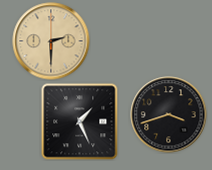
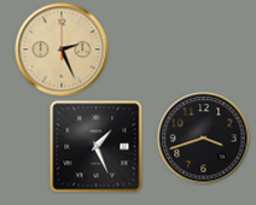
clock at (51, 41): 2:30 -> 2:26
